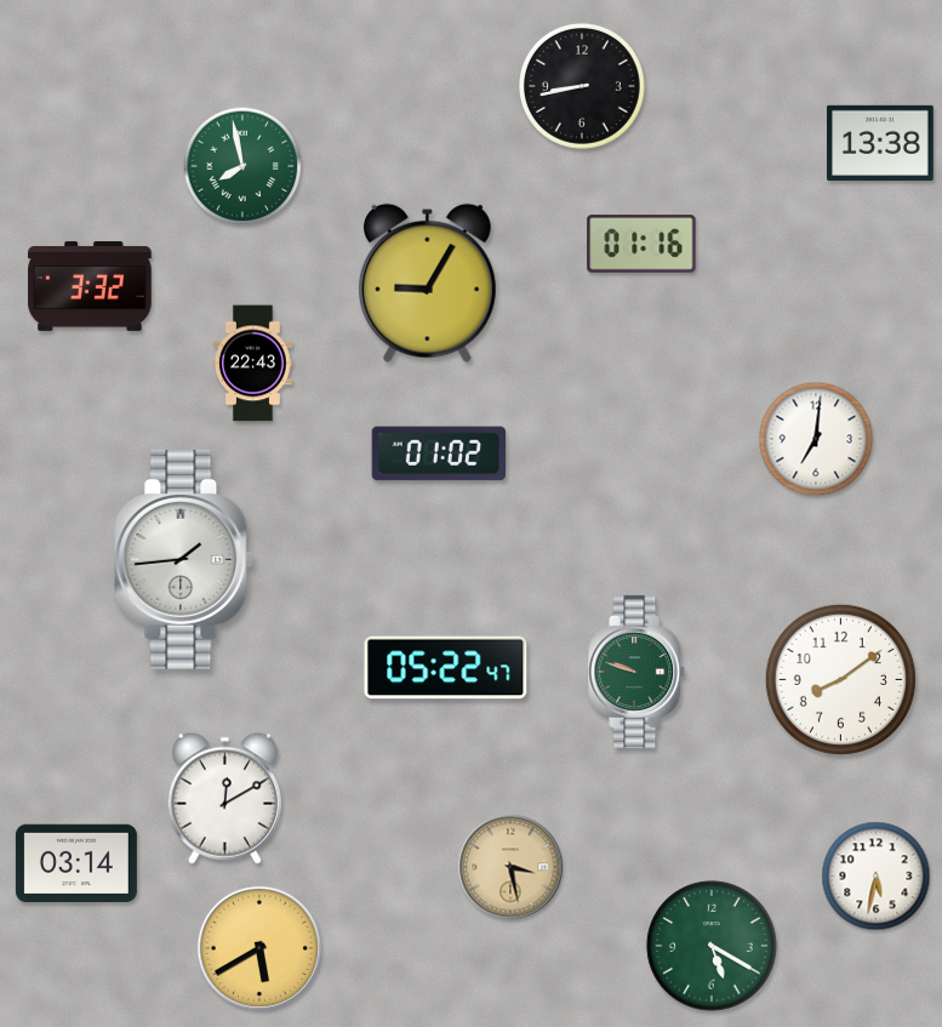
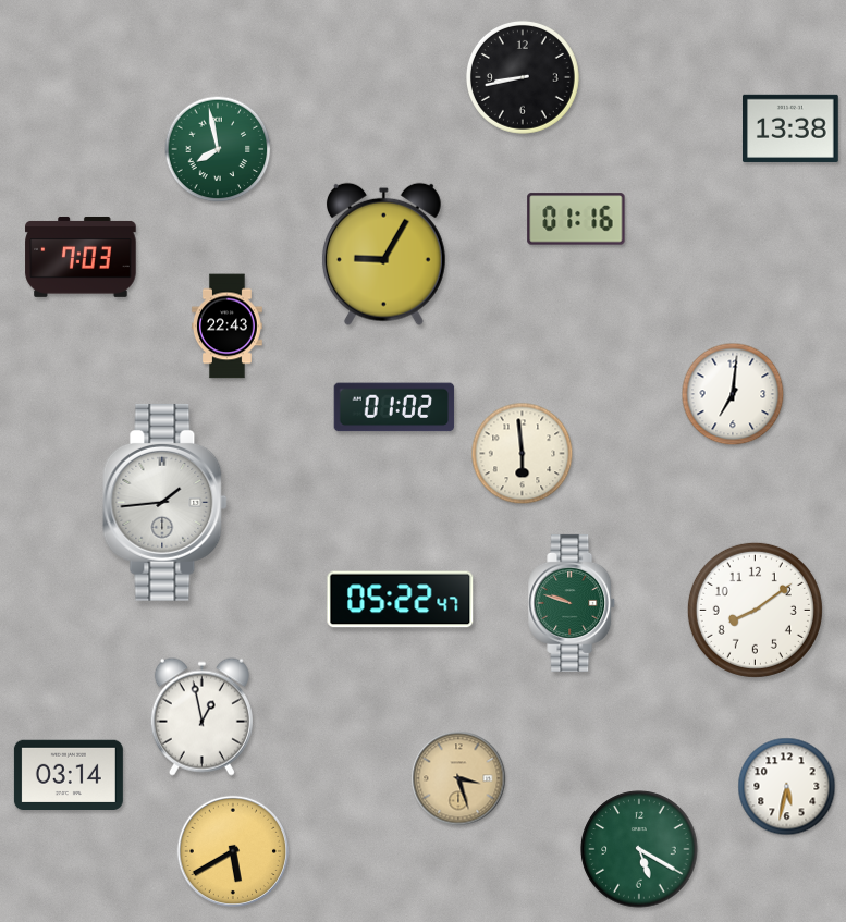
clock at (90, 286): 3:32 -> 7:03
clock at (523, 454): none -> 5:59
clock at (224, 798): 12:10 -> 12:58
clock at (510, 867): 3:28 -> 3:27
